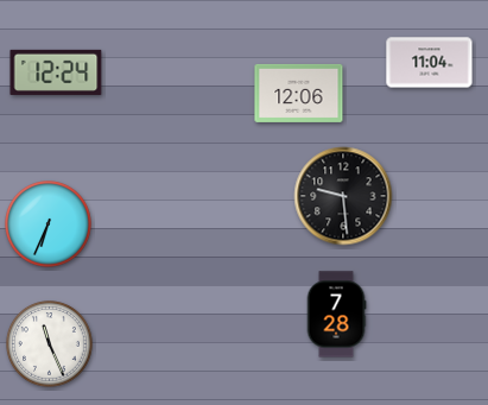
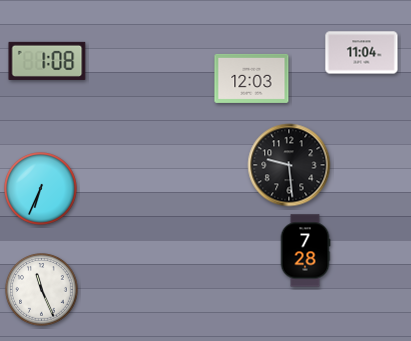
clock at (56, 72): 12:24 -> 1:08
clock at (299, 93): 12:06 -> 12:03
clock at (336, 315) position: (336, 315) -> (305, 251)
